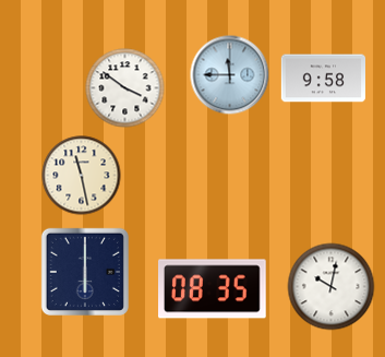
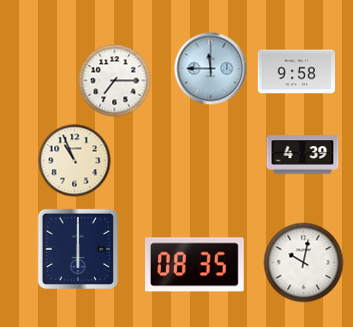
clock at (125, 88): 3:51 -> 7:15
clock at (303, 155): none -> 4:39
clock at (82, 176): 11:28 -> 10:56
